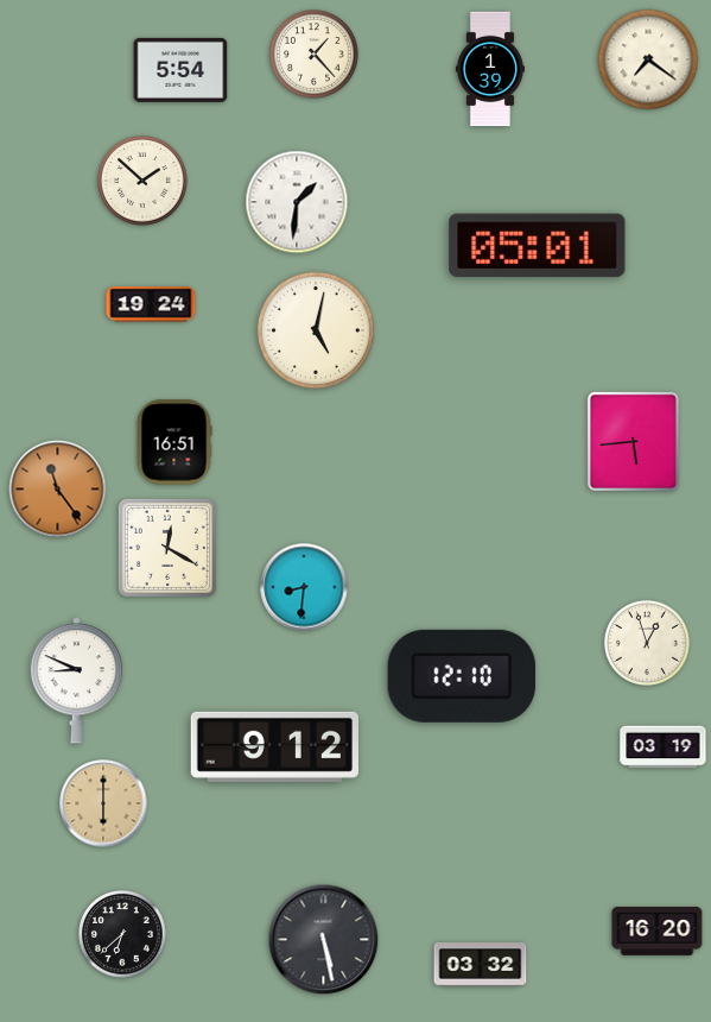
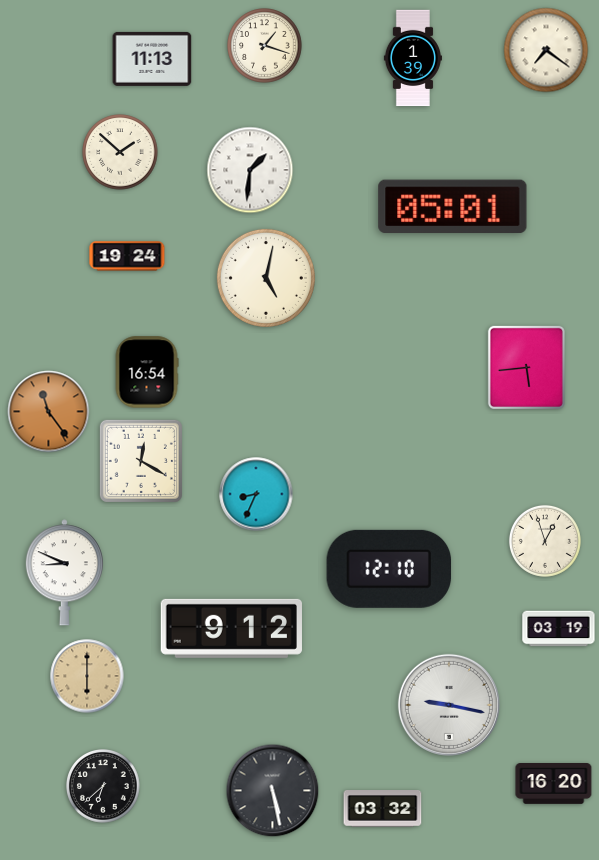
clock at (315, 55): 1:23 -> 1:18
clock at (180, 70): 5:54 -> 11:13
clock at (633, 441) position: (633, 441) -> (526, 367)
clock at (174, 442): 16:51 -> 16:54
clock at (304, 587): 8:31 -> 8:34
clock at (449, 705): none -> 9:17
clock at (481, 965) position: (481, 965) -> (383, 809)
